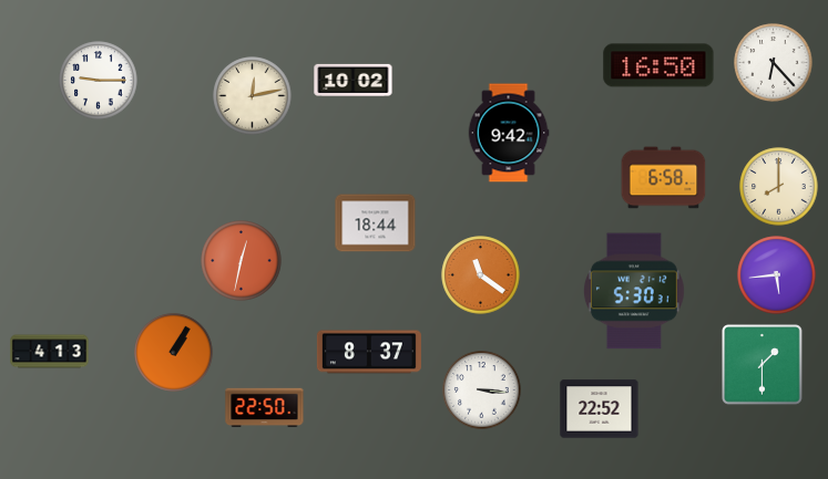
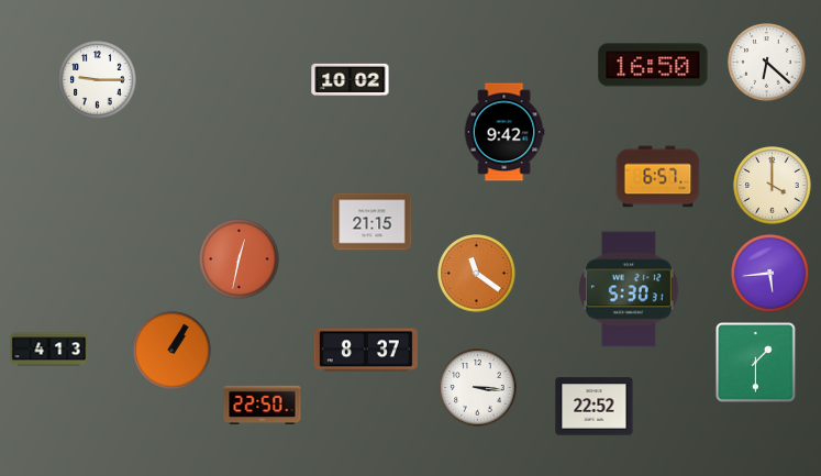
clock at (774, 63): 6:23 -> 6:22
clock at (253, 96): 12:13 -> none
clock at (664, 178): 6:58 -> 6:57
clock at (779, 187): 8:00 -> 4:00
clock at (376, 223): 18:44 -> 21:15
